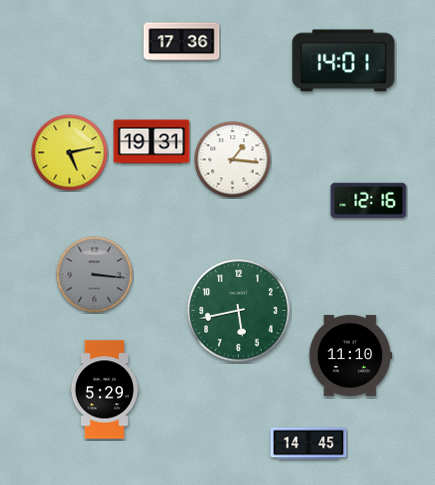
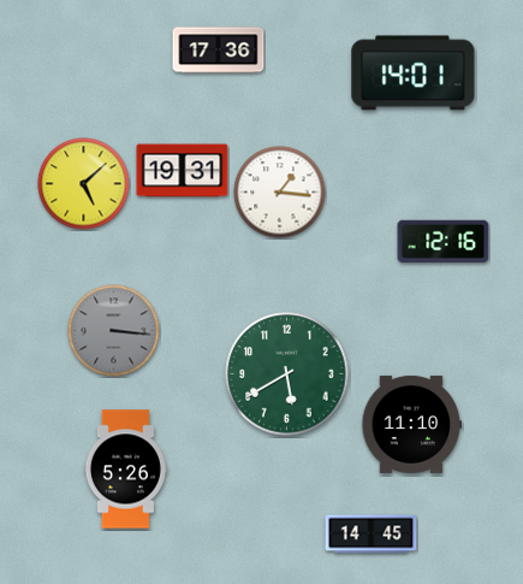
clock at (70, 153): 5:13 -> 5:08
clock at (239, 311): 5:43 -> 5:40
clock at (351, 355) position: (351, 355) -> (412, 424)
clock at (104, 390): 5:29 -> 5:26
